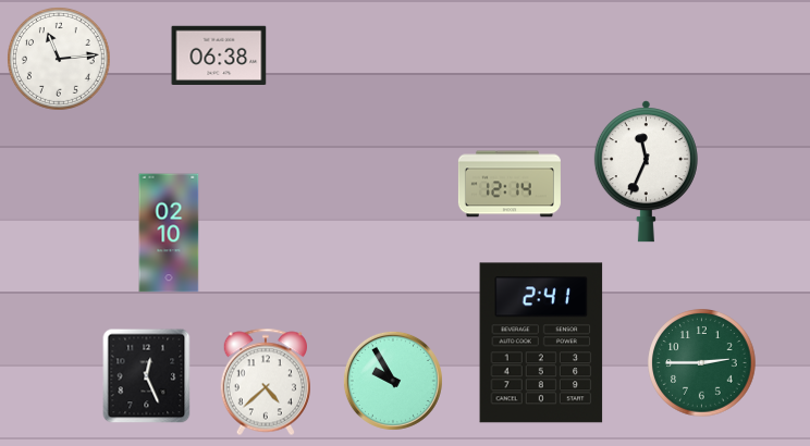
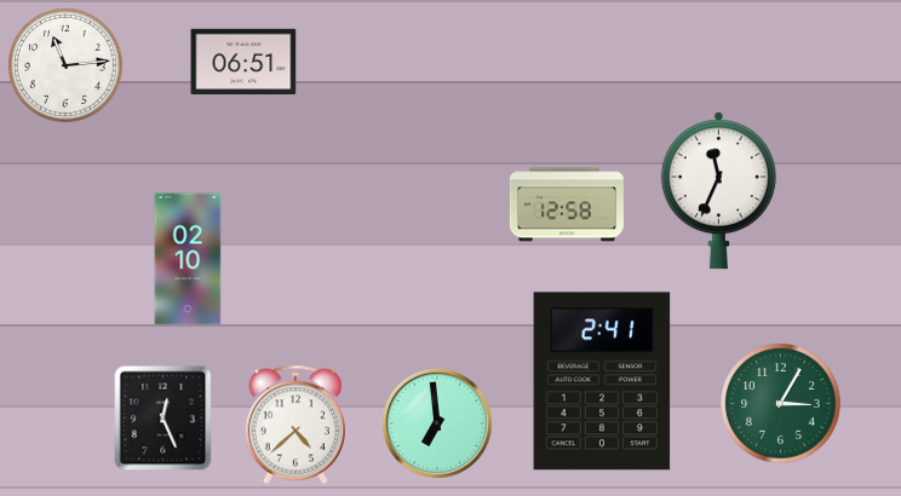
clock at (219, 54): 06:38 -> 06:51
clock at (510, 184): 12:14 -> 12:58
clock at (702, 363): 2:45 -> 3:05
clock at (393, 381): 9:55 -> 6:59
